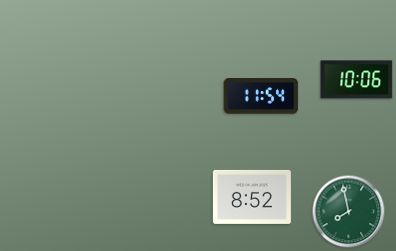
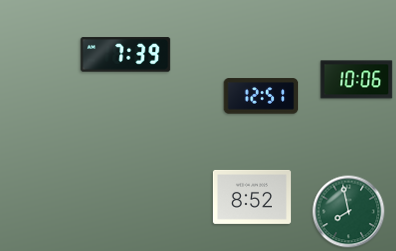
clock at (126, 55): none -> 7:39
clock at (261, 96): 11:54 -> 12:51
